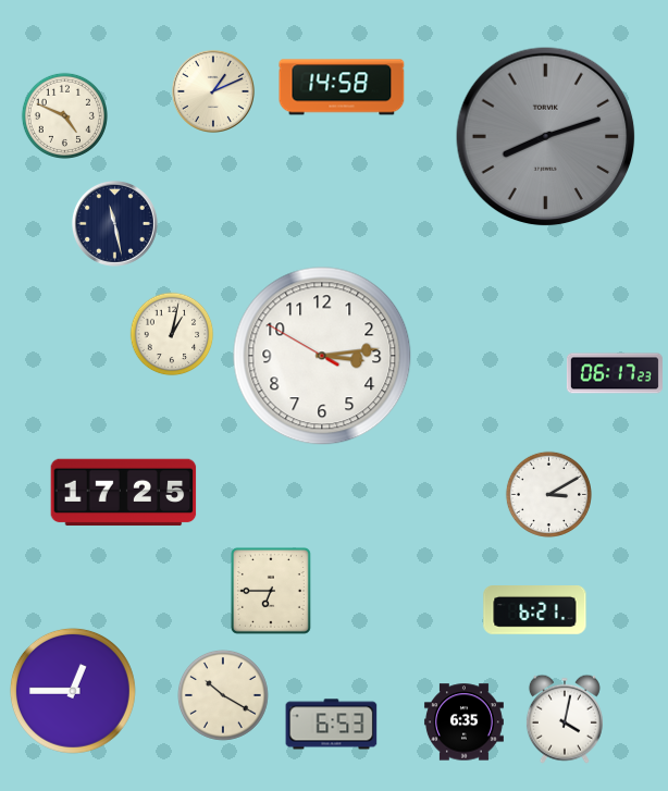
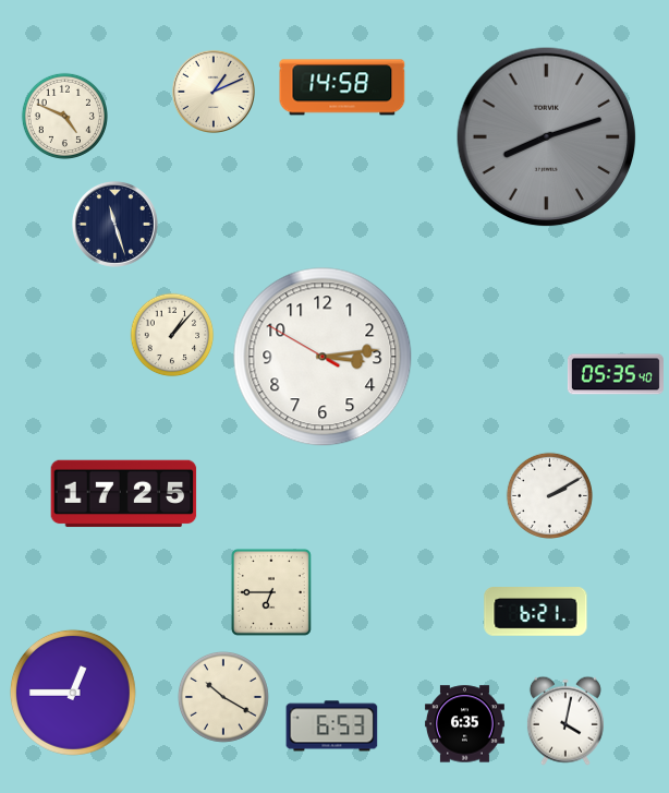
clock at (114, 223): 11:28 -> 11:27
clock at (172, 334): 1:02 -> 1:07
clock at (615, 373): 06:17 -> 05:35
clock at (548, 494): 3:10 -> 2:10
